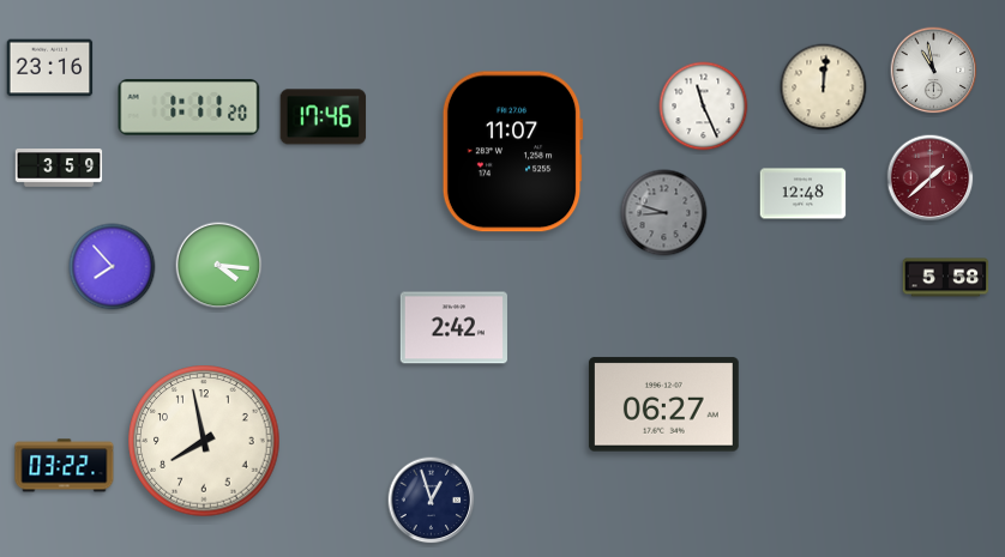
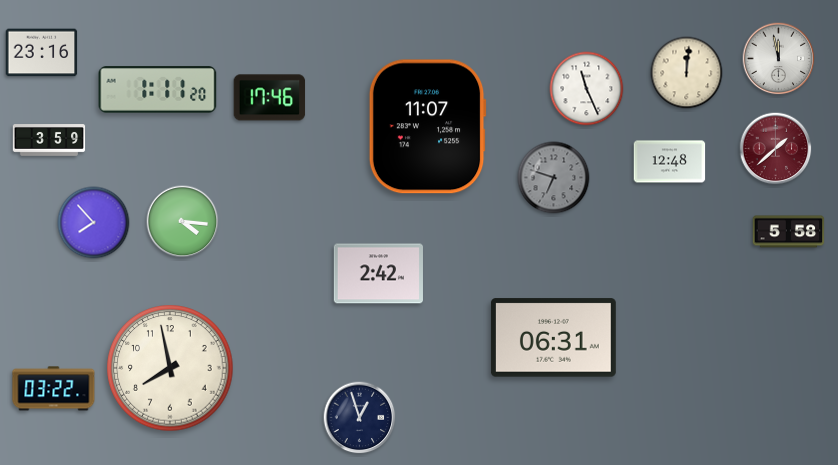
clock at (50, 68) position: (50, 68) -> (42, 53)
clock at (934, 71): 10:58 -> 11:58
clock at (664, 213): 8:48 -> 6:48
clock at (663, 405): 06:27 -> 06:31
